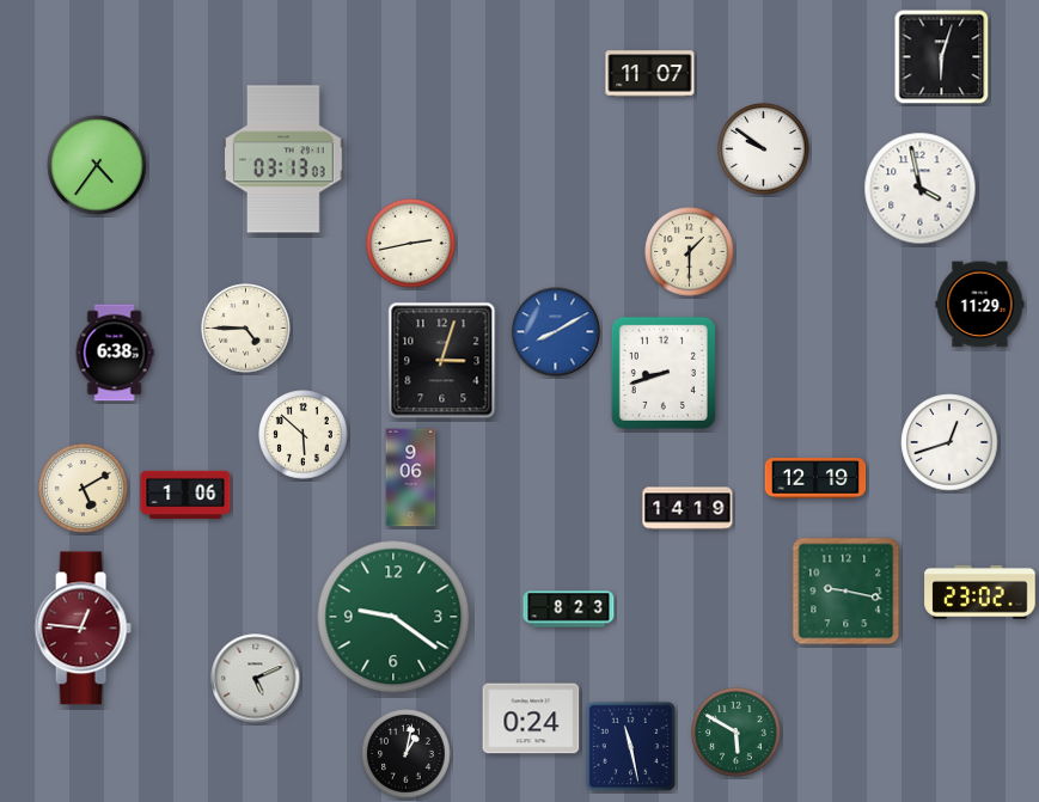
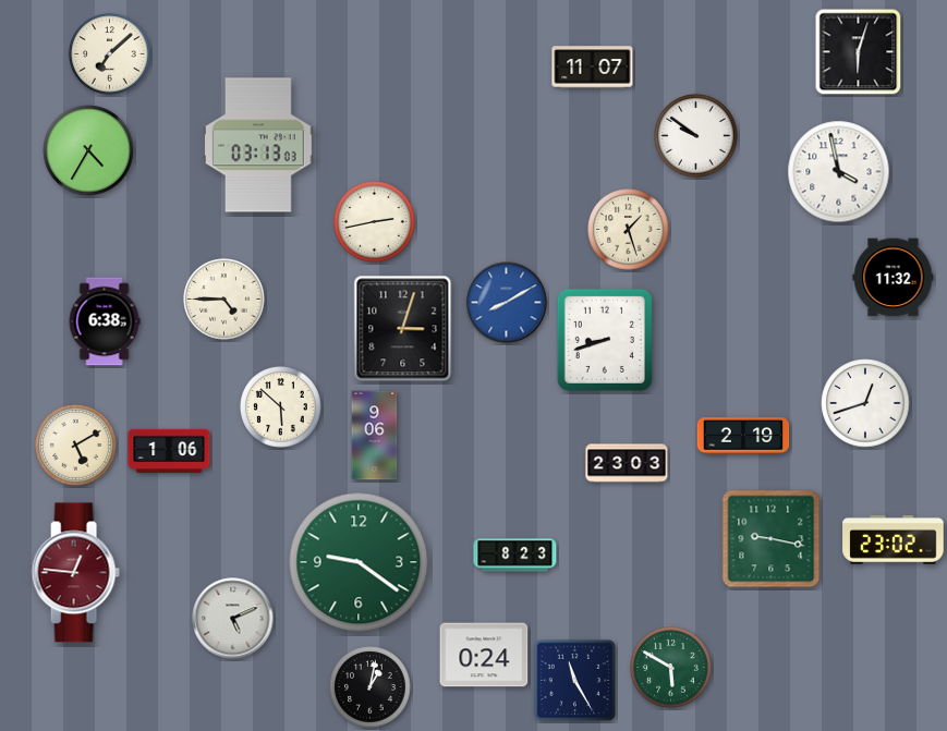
clock at (110, 54): none -> 7:08
clock at (97, 165): 4:36 -> 4:35
clock at (690, 252): 1:30 -> 1:27
clock at (980, 305): 11:29 -> 11:32
clock at (304, 435) position: (304, 435) -> (281, 407)
clock at (815, 478): 12:19 -> 2:19
clock at (687, 508): 14:19 -> 23:03
clock at (569, 610) position: (569, 610) -> (515, 556)
clock at (631, 747): 11:28 -> 11:25
